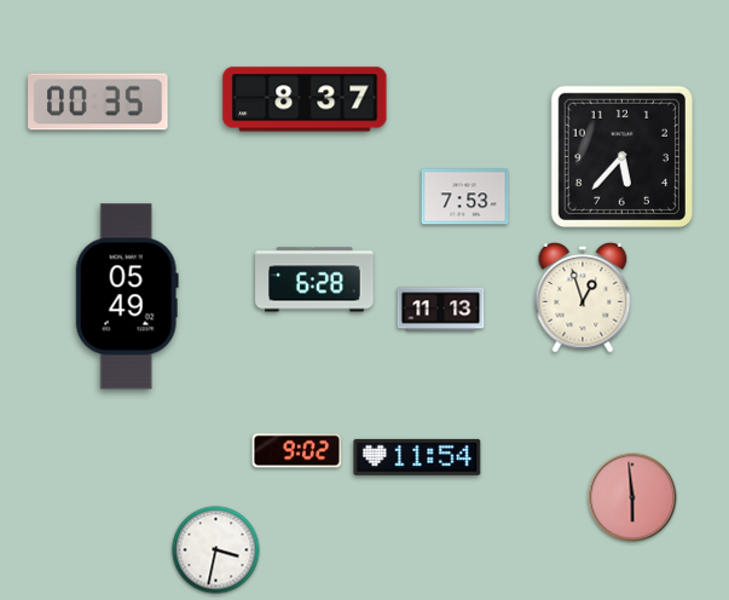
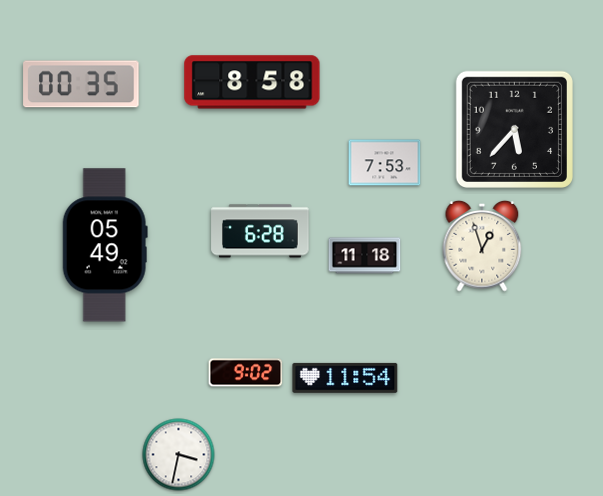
clock at (305, 99): 8:37 -> 8:58
clock at (441, 310): 11:13 -> 11:18
clock at (632, 497): 5:59 -> none
